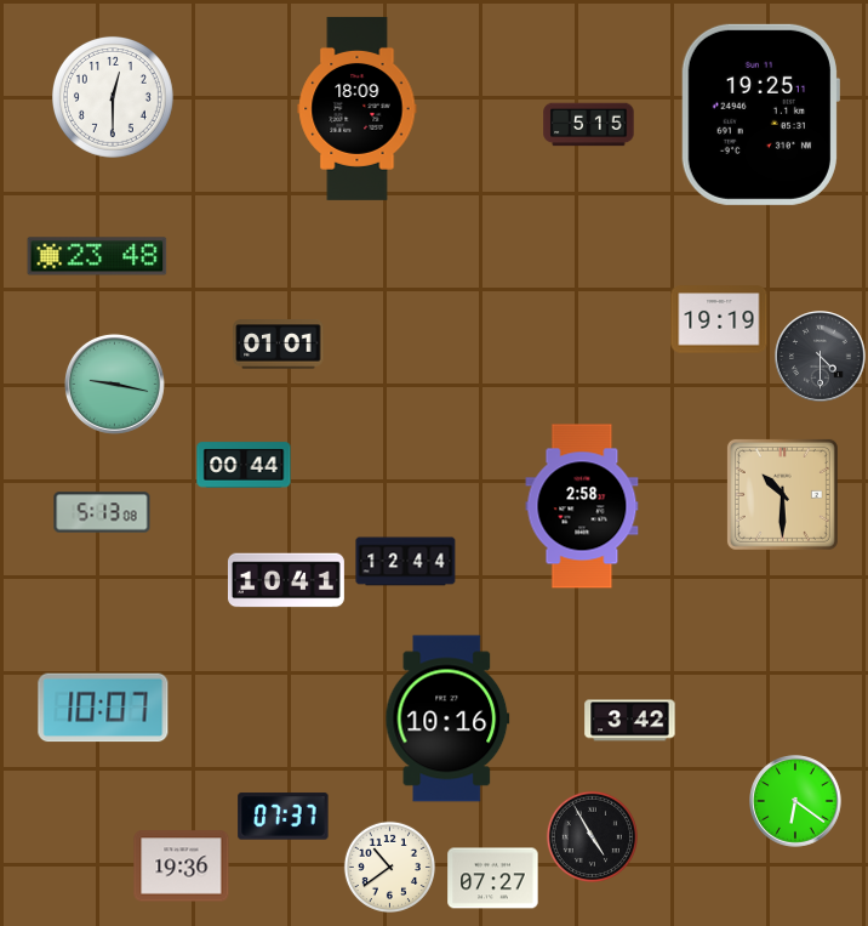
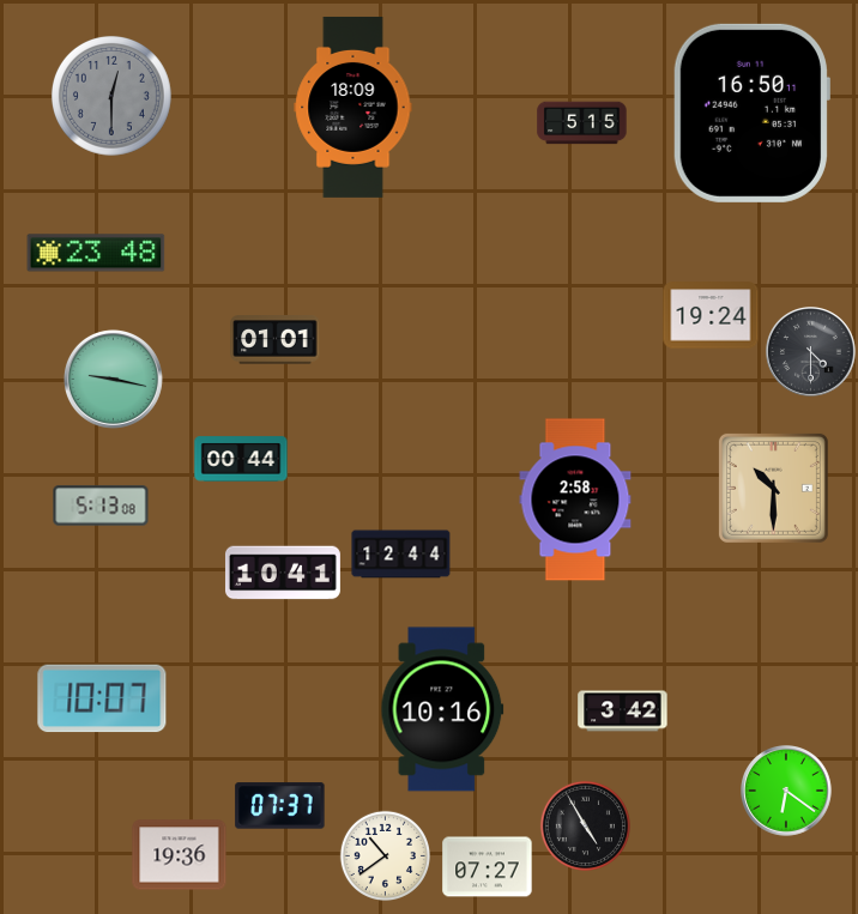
clock at (113, 97) dial: white -> grey
clock at (760, 114): 19:25 -> 16:50
clock at (719, 319): 19:19 -> 19:24
